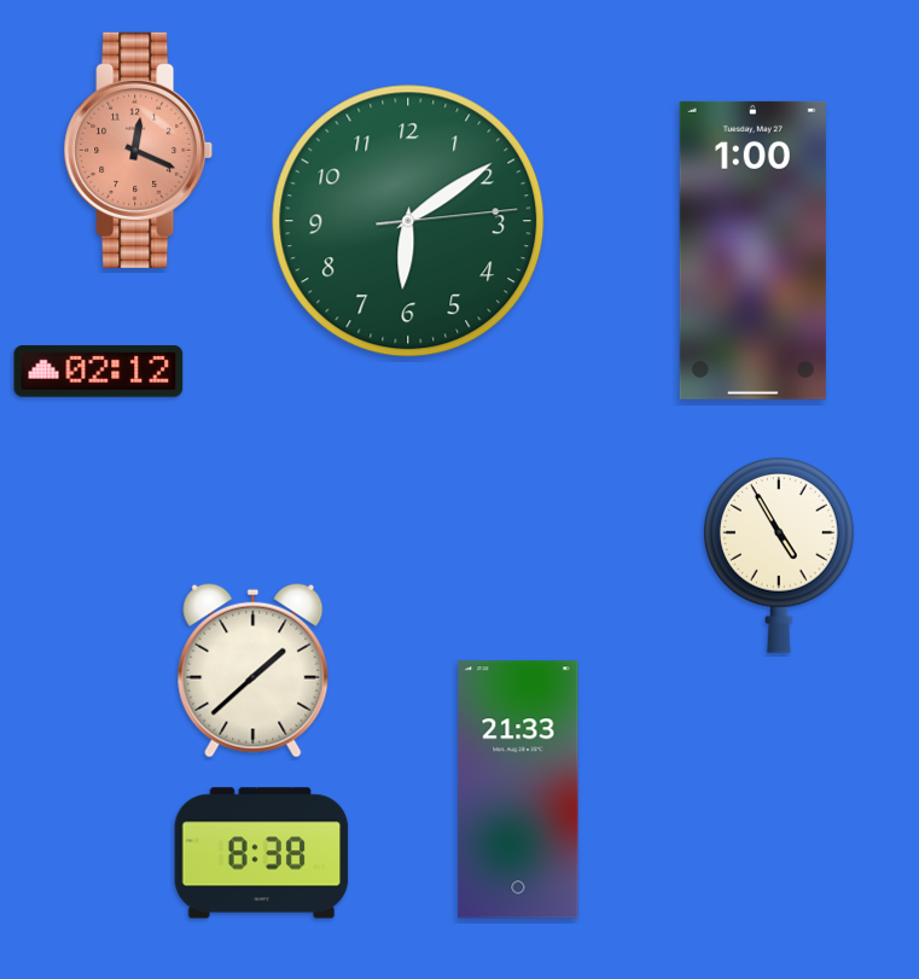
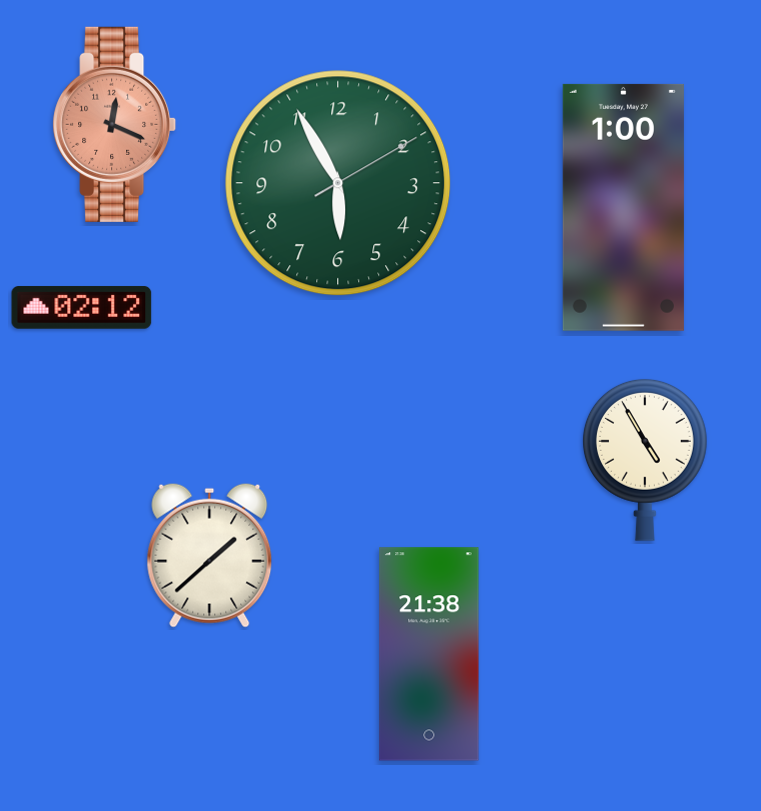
clock at (408, 221): 6:09 -> 5:55
clock at (518, 789): 21:33 -> 21:38
clock at (262, 853): 8:38 -> none
